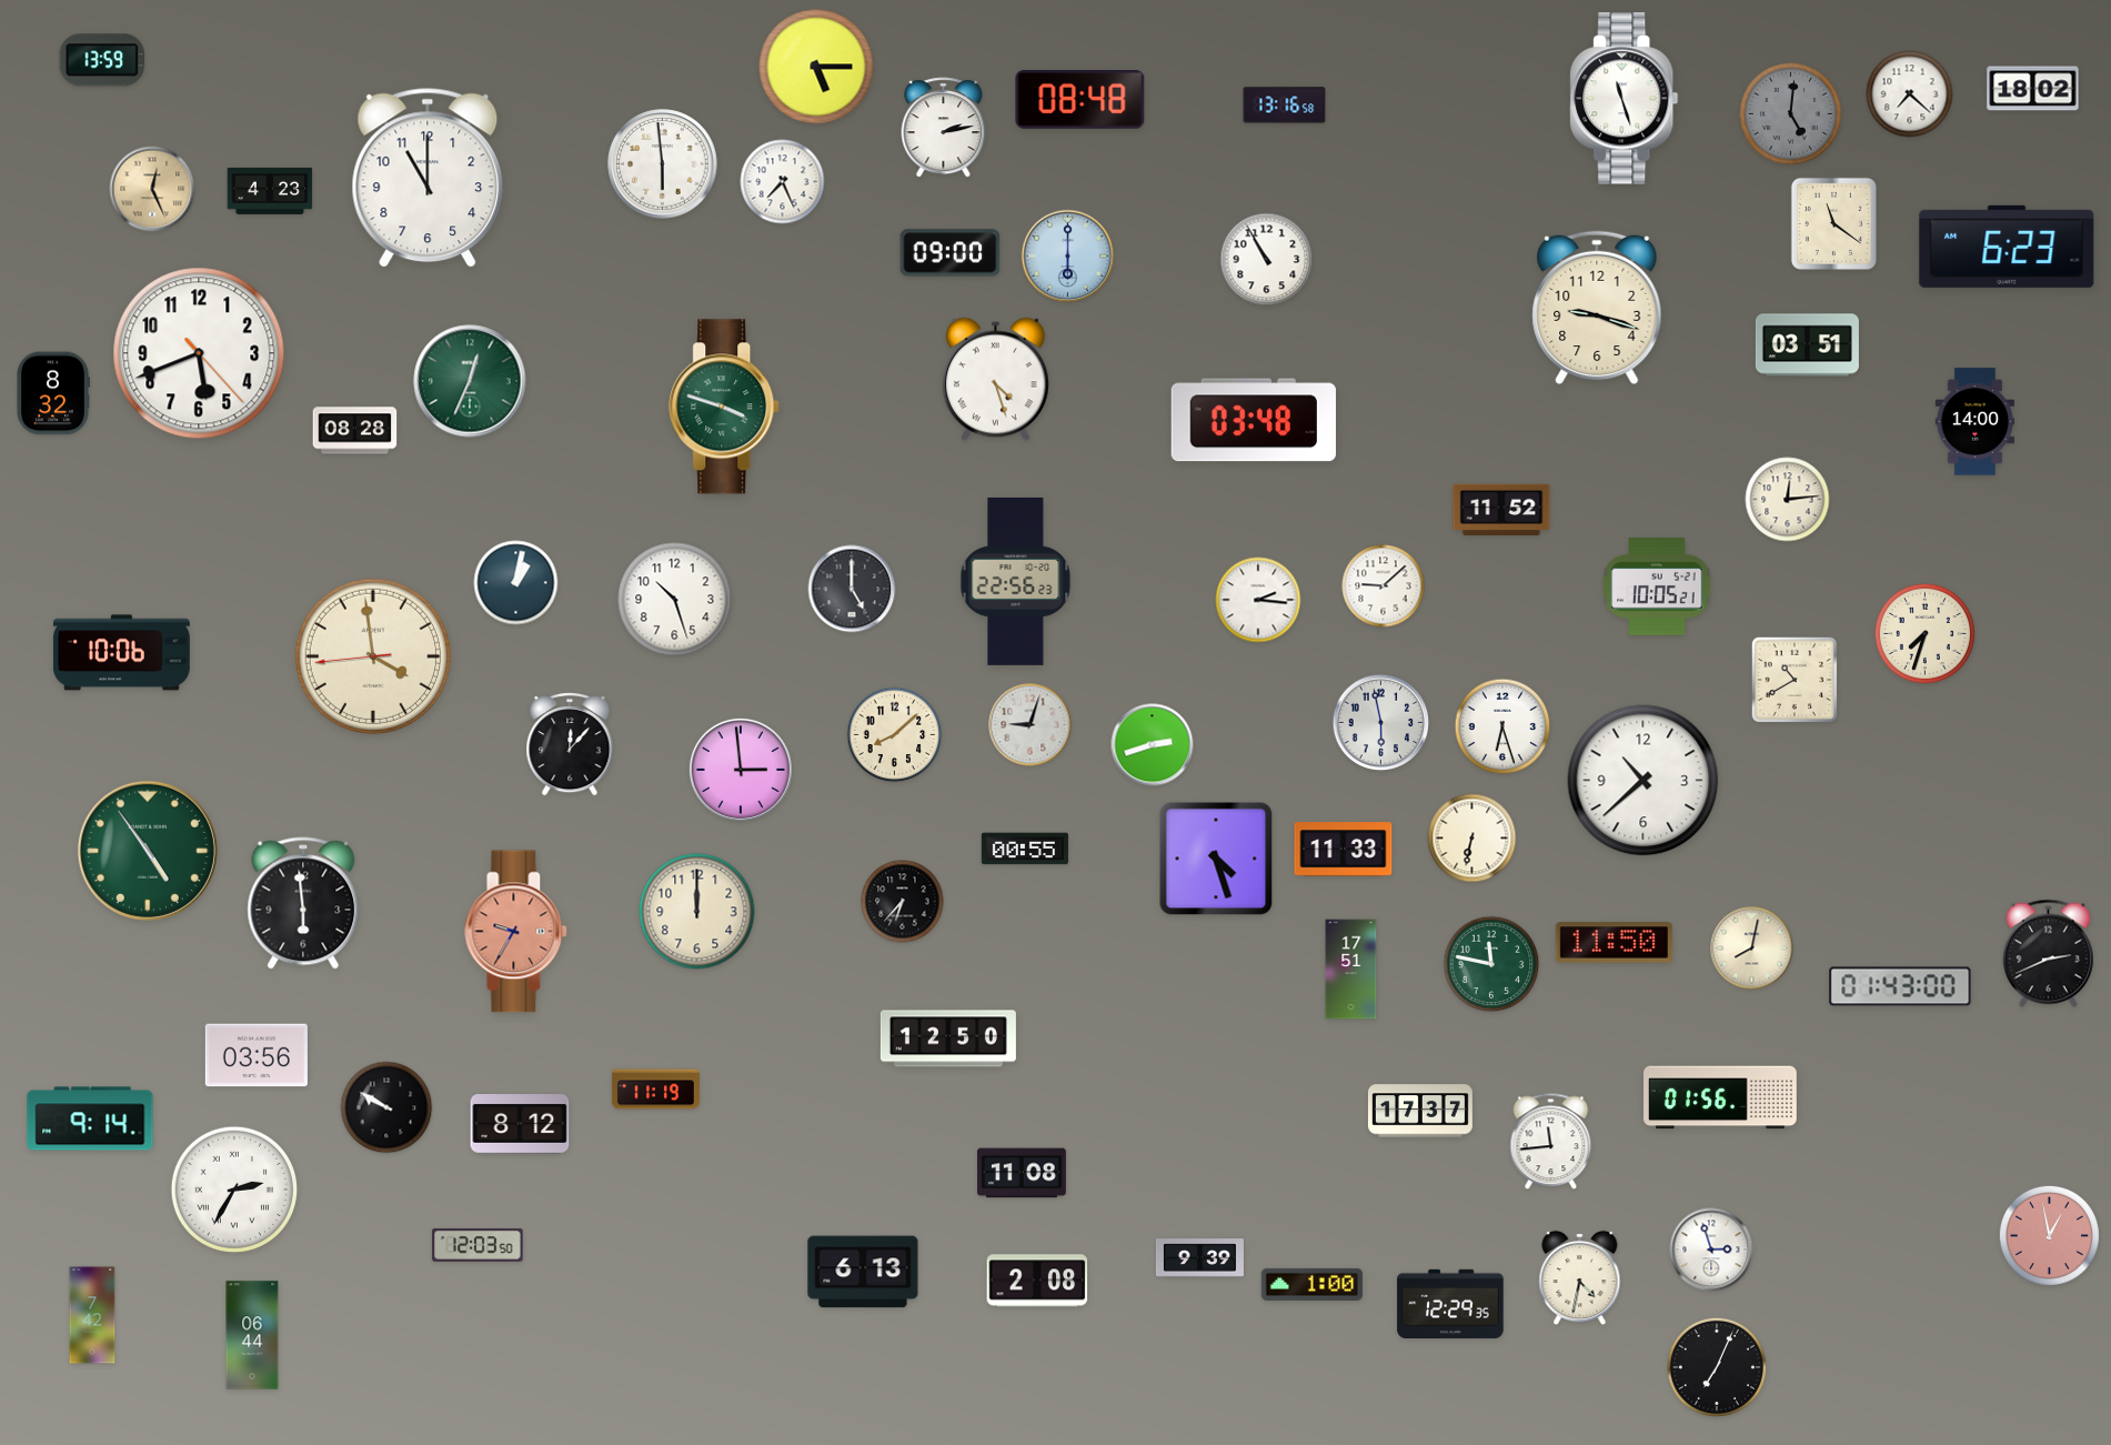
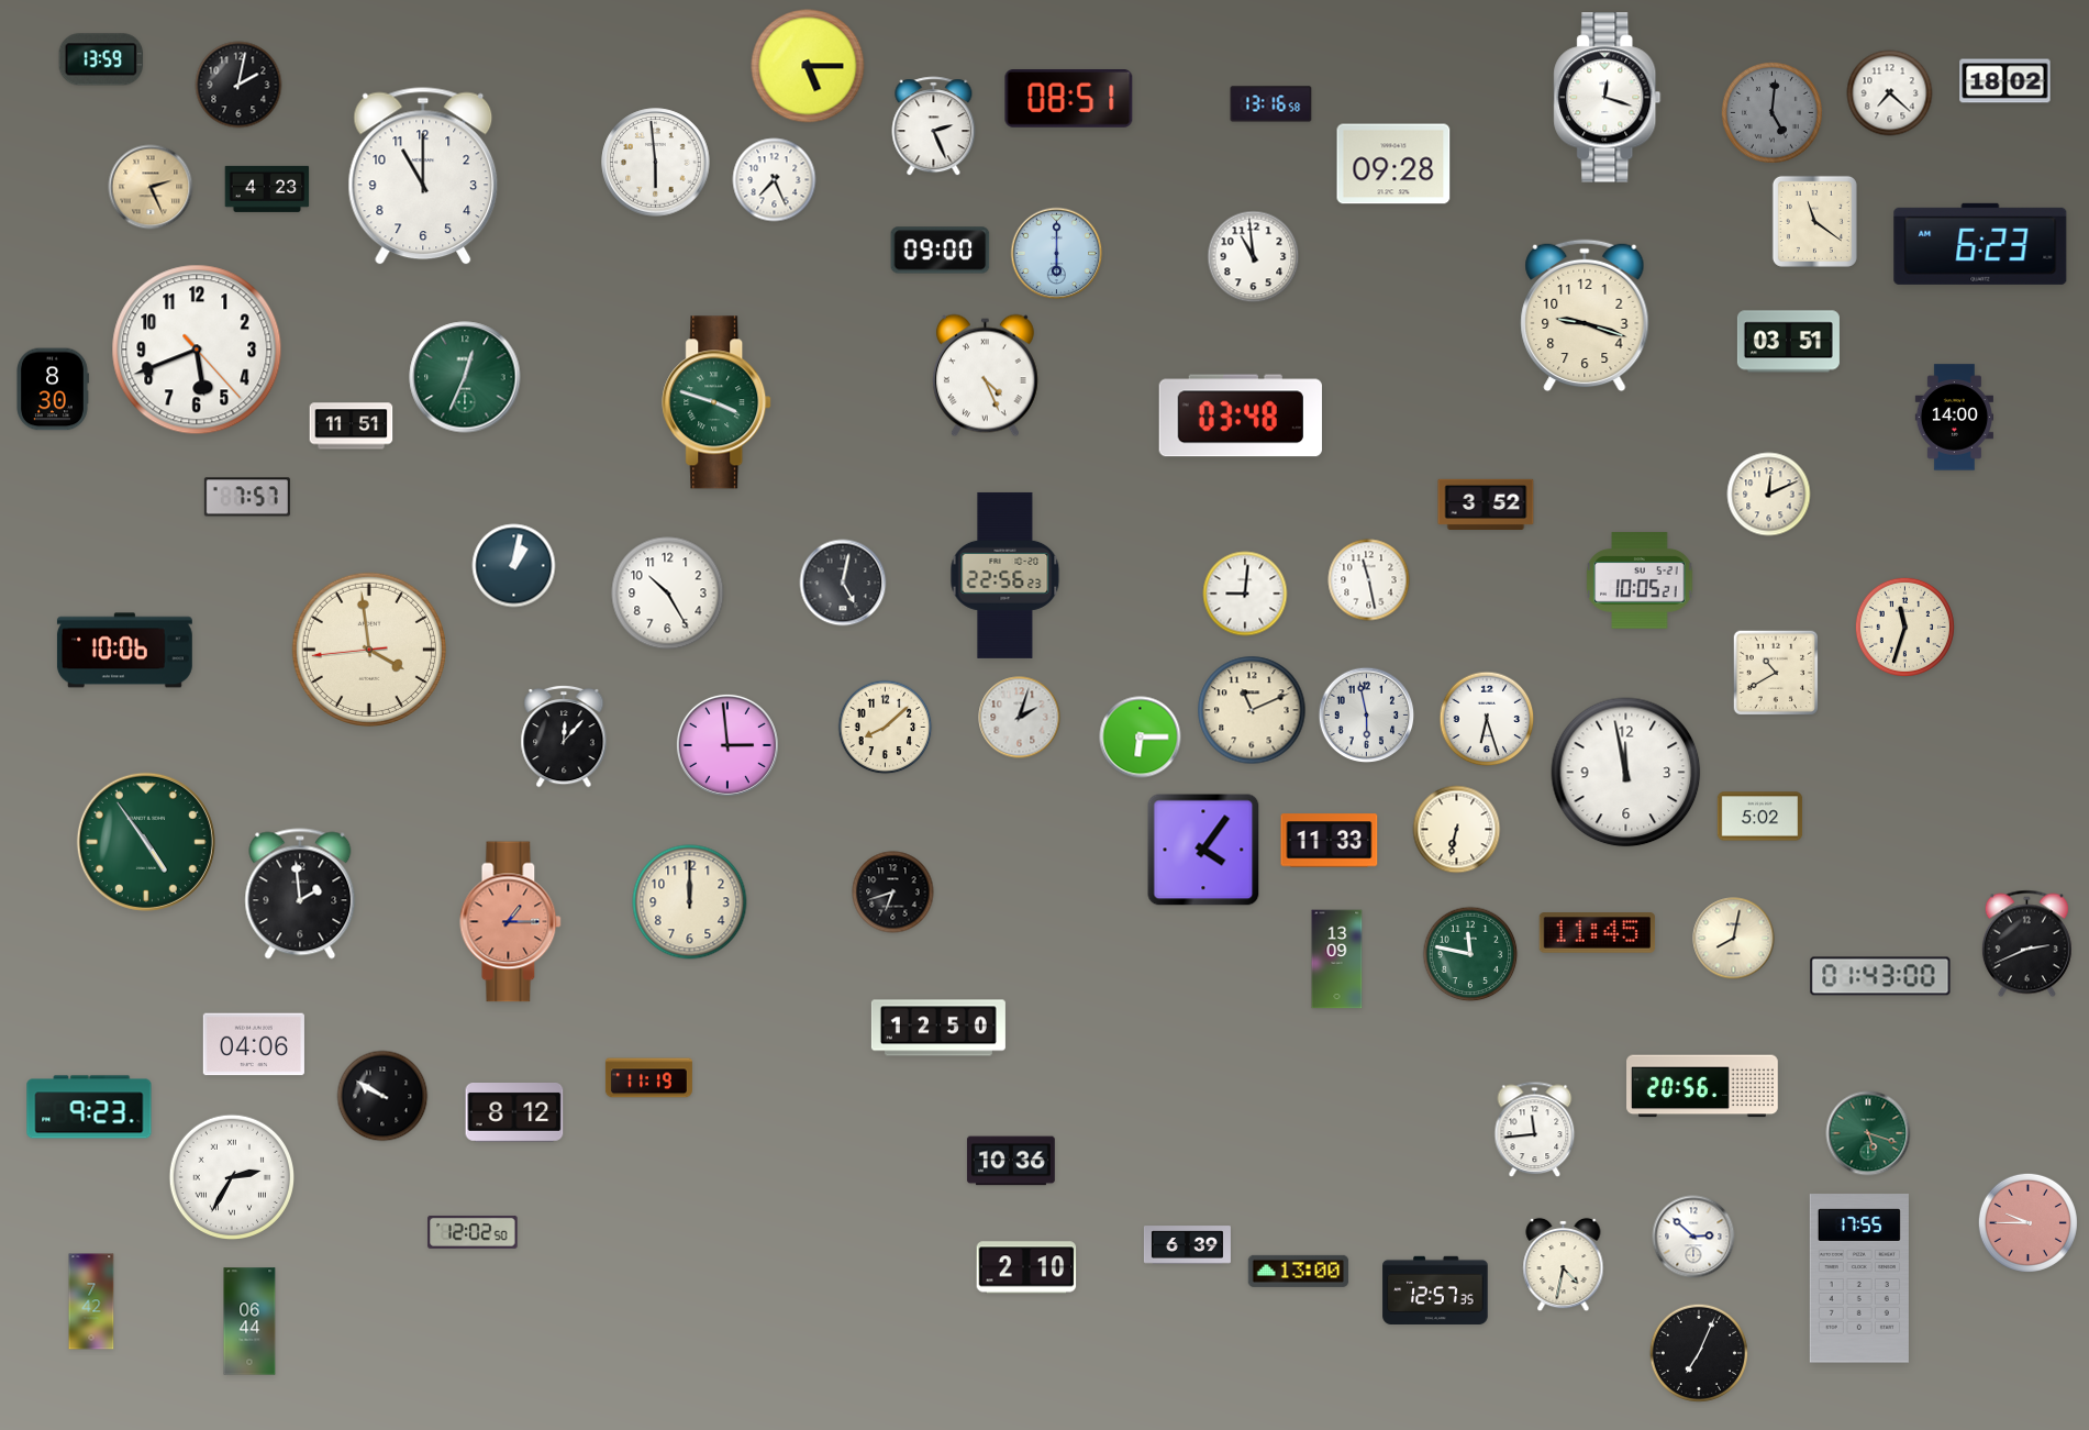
clock at (238, 85): none -> 2:02
clock at (2033, 89) position: (2033, 89) -> (2005, 81)
clock at (1625, 99): 11:27 -> 12:18
clock at (1080, 100): 08:48 -> 08:51
clock at (944, 128): 2:13 -> 2:26
clock at (1393, 164): none -> 09:28
clock at (152, 189): 12:26 -> 2:26
clock at (2007, 247) position: (2007, 247) -> (1980, 244)
clock at (1267, 260): 10:55 -> 10:59
clock at (1597, 308) position: (1597, 308) -> (1585, 315)
clock at (995, 380): 4:27 -> 4:26
clock at (53, 393): 8:32 -> 8:30
clock at (355, 431): 08:28 -> 11:51
clock at (1788, 500): 12:14 -> 12:11
clock at (247, 497): none -> 7:57
clock at (1501, 509): 11:52 -> 3:52
clock at (516, 583) position: (516, 583) -> (514, 566)
clock at (1384, 586): 9:08 -> 11:28
clock at (852, 589): 5:00 -> 5:02
clock at (675, 600): 10:27 -> 10:25
clock at (1258, 600): 2:16 -> 9:01
clock at (1924, 633): 7:33 -> 11:33
clock at (121, 653) position: (121, 653) -> (124, 651)
clock at (1252, 710): none -> 11:11
clock at (1031, 725): 9:03 -> 2:03
clock at (1153, 745): 2:42 -> 6:15
clock at (741, 770) position: (741, 770) -> (727, 745)
clock at (1643, 781): 10:38 -> 11:58
clock at (1760, 817): none -> 5:02
clock at (1025, 849): 00:55 -> none
clock at (1216, 859): 4:27 -> 4:06
clock at (903, 902): 6:37 -> 6:42
clock at (303, 903): 5:59 -> 1:59
clock at (516, 932): 9:35 -> 1:15
clock at (1615, 943): 11:50 -> 11:45
clock at (1491, 964) position: (1491, 964) -> (1470, 954)
clock at (1351, 970): 17:51 -> 13:09
clock at (257, 1055): 03:56 -> 04:06
clock at (1720, 1097): 01:56 -> 20:56
clock at (1420, 1111): 17:37 -> none
clock at (90, 1118): 9:14 -> 9:23
clock at (1868, 1133): none -> 5:18
clock at (1022, 1173): 11:08 -> 10:36
clock at (2049, 1235): 12:58 -> 9:45
clock at (478, 1245): 12:03 -> 12:02
clock at (1711, 1250): 2:57 -> 2:52
clock at (1199, 1258): 9:39 -> 6:39
clock at (863, 1272): 6:13 -> none
clock at (1037, 1281): 2:08 -> 2:10
clock at (1313, 1284): 1:00 -> 13:00
clock at (1859, 1278): none -> 17:55
clock at (1450, 1303): 12:29 -> 12:57
